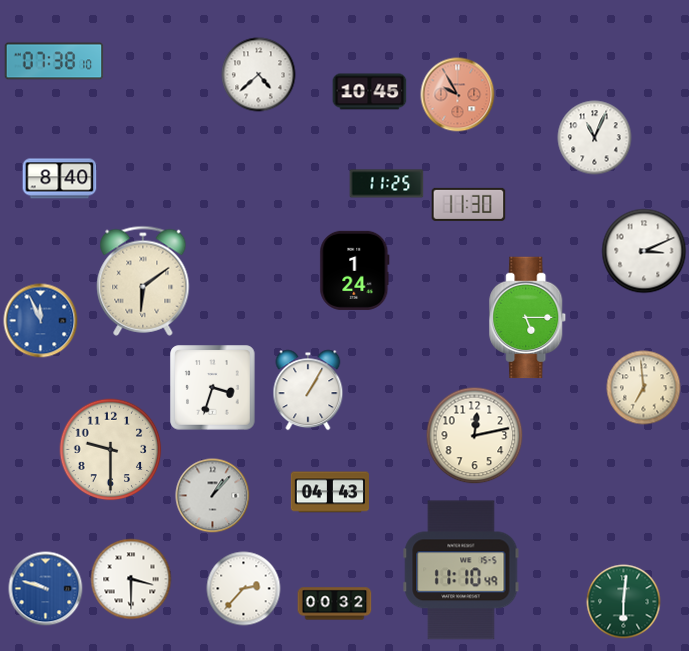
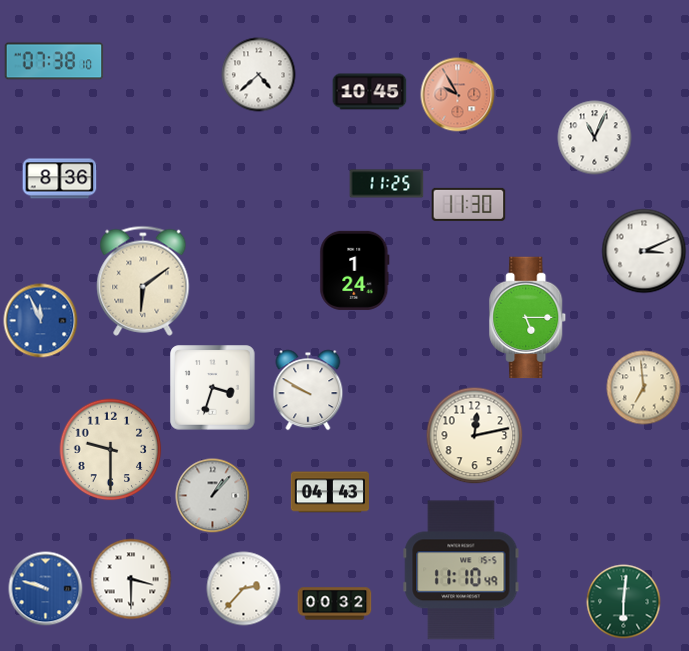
clock at (60, 179): 8:40 -> 8:36
clock at (308, 390): 1:05 -> 9:50
